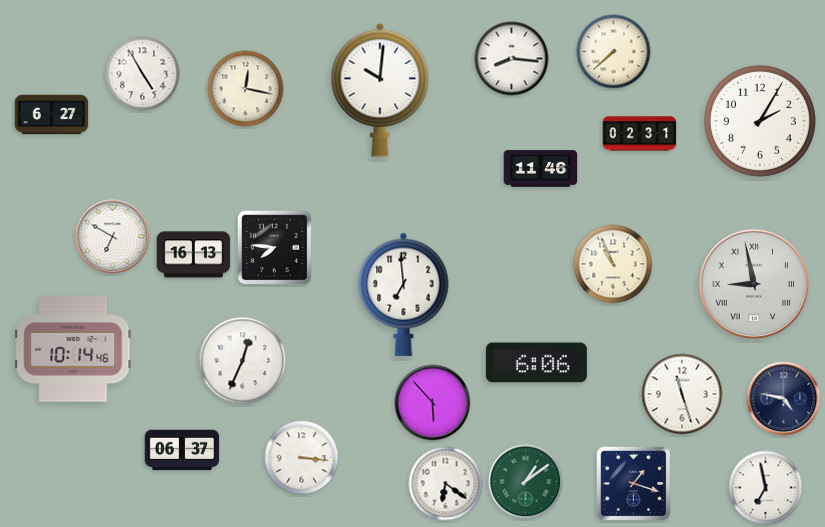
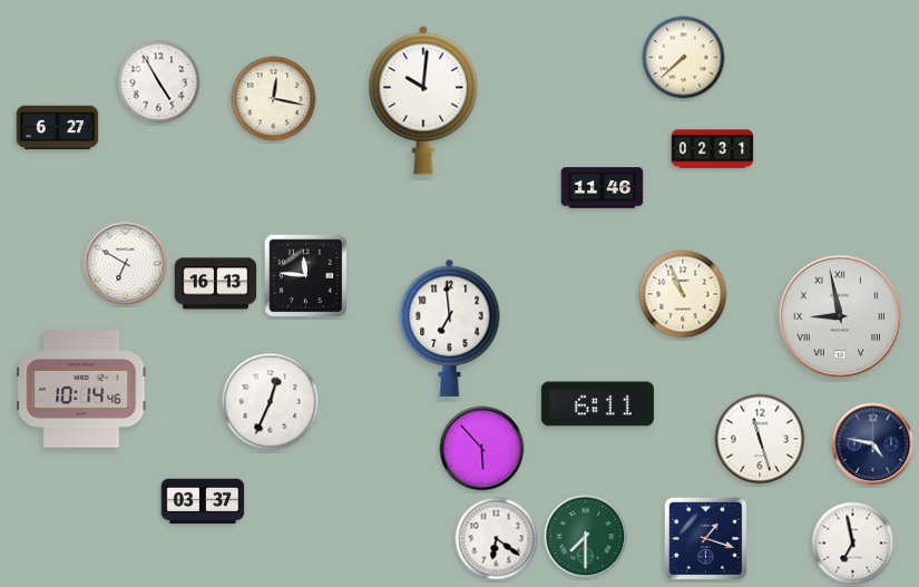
clock at (512, 59): 8:16 -> none
clock at (760, 121): 2:05 -> none
clock at (275, 248): 7:46 -> 11:46
clock at (536, 363): 6:06 -> 6:11
clock at (182, 450): 06:37 -> 03:37
clock at (302, 458): 3:16 -> none
clock at (526, 482): 1:09 -> 7:30
